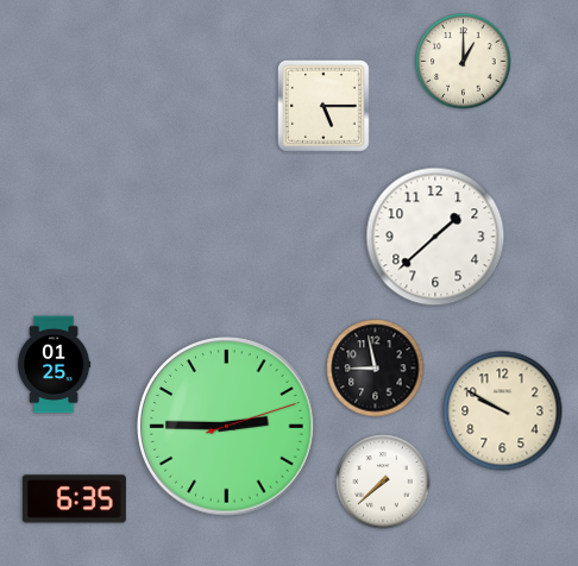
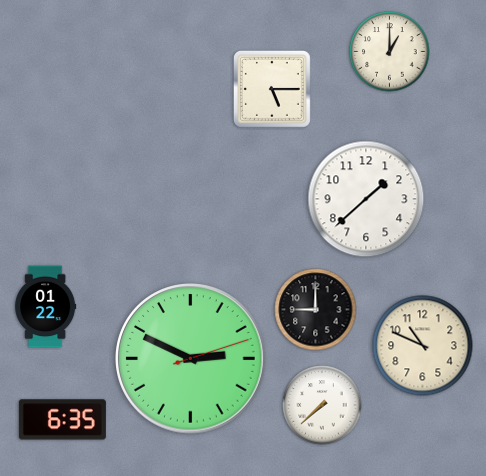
clock at (55, 365): 01:25 -> 01:22
clock at (376, 369): 8:58 -> 9:00
clock at (503, 411): 9:50 -> 10:49
clock at (227, 427): 2:45 -> 2:49
